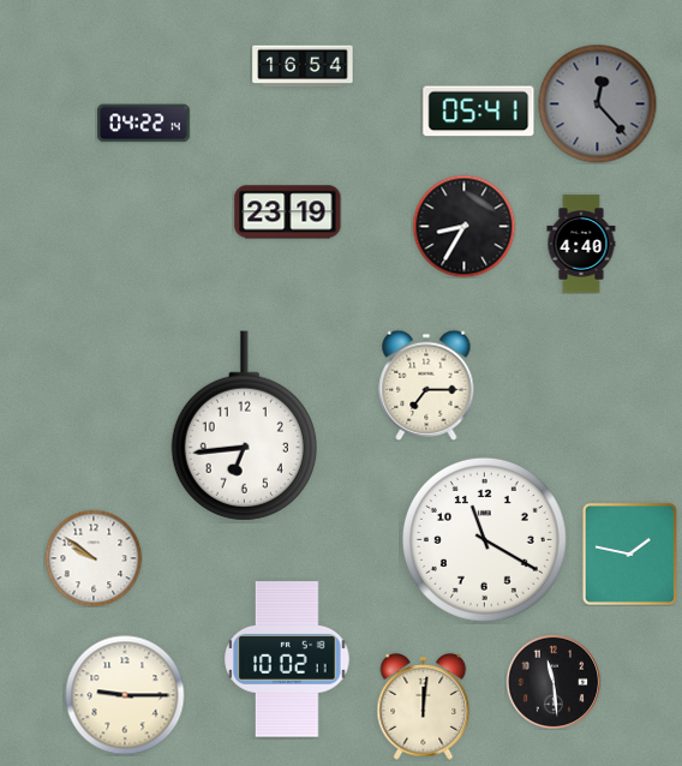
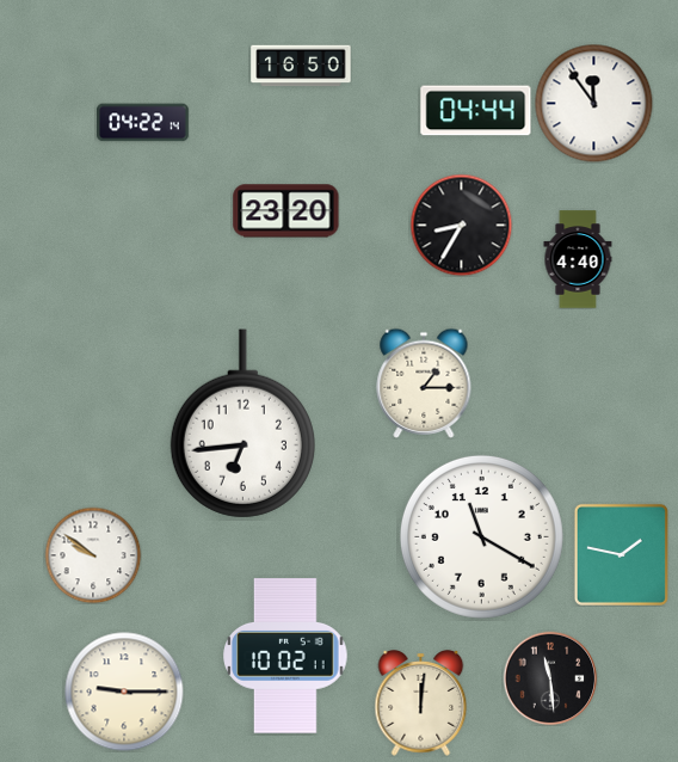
clock at (303, 66): 16:54 -> 16:50
clock at (598, 104): 12:23 -> 11:54
clock at (598, 104) dial: grey -> white
clock at (479, 112): 05:41 -> 04:44
clock at (288, 213): 23:19 -> 23:20
clock at (581, 244) position: (581, 244) -> (578, 259)
clock at (426, 385): 7:15 -> 1:15
clock at (629, 553) position: (629, 553) -> (621, 554)
